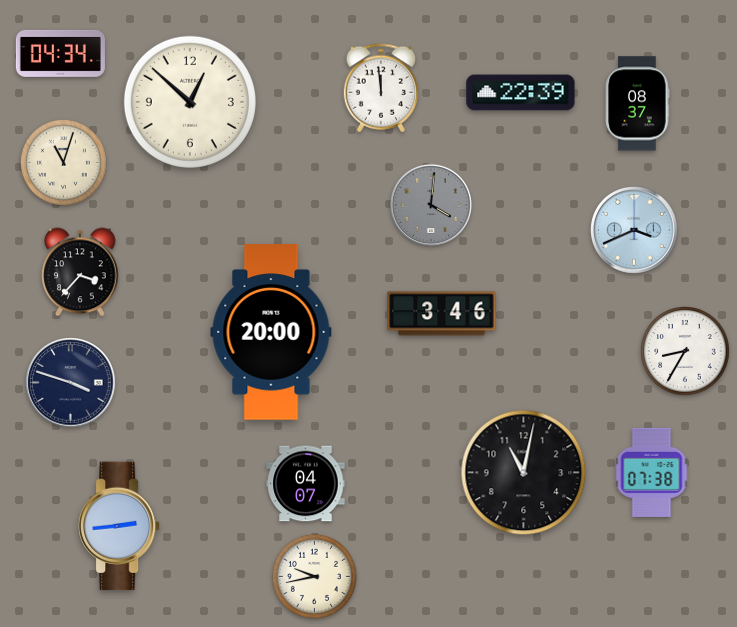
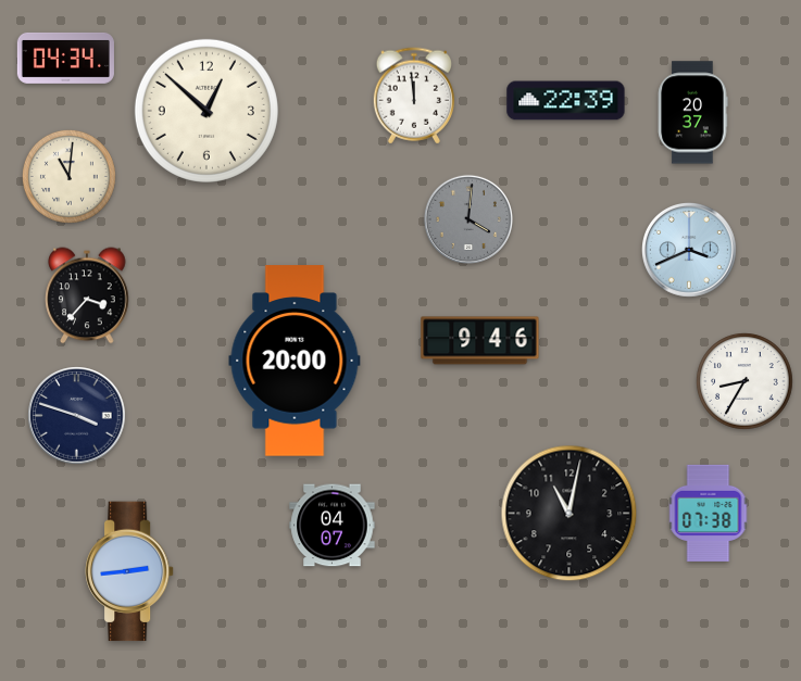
clock at (637, 104): 08:37 -> 20:37
clock at (63, 162): 11:03 -> 11:01
clock at (431, 205) position: (431, 205) -> (468, 219)
clock at (442, 314): 3:46 -> 9:46
clock at (314, 576): 9:43 -> none
